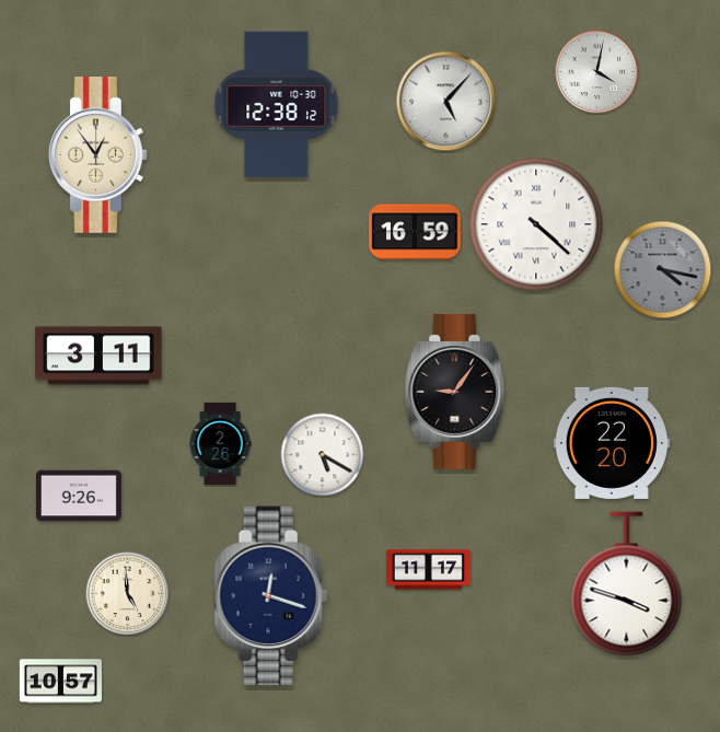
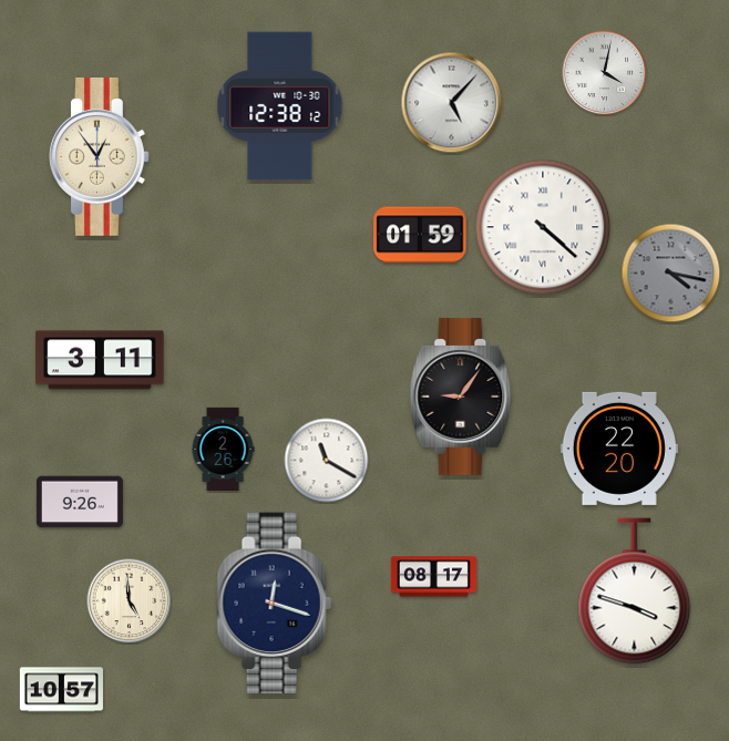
clock at (415, 232): 16:59 -> 01:59
clock at (323, 455): 5:20 -> 11:20
clock at (428, 570): 11:17 -> 08:17
